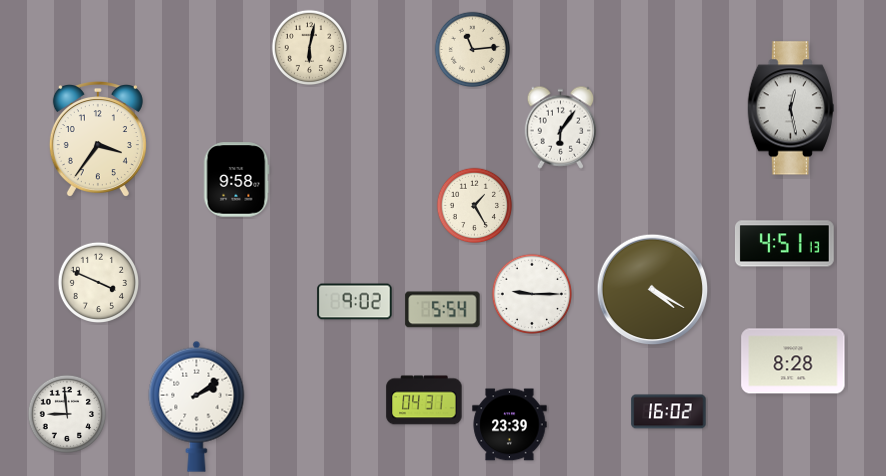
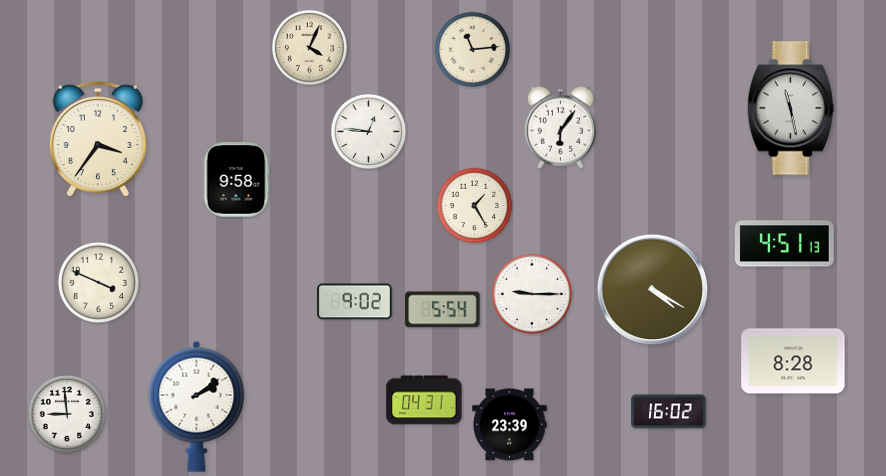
clock at (310, 48): 6:02 -> 4:04
clock at (791, 108): 12:28 -> 11:28
clock at (369, 132): none -> 12:46
